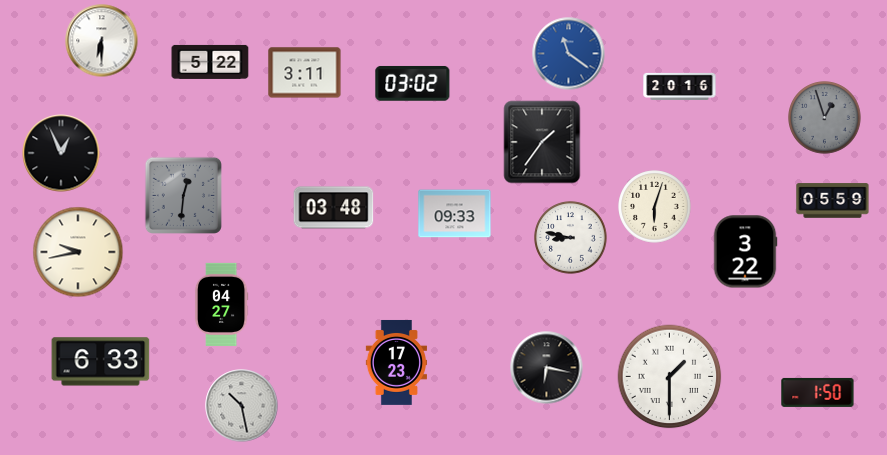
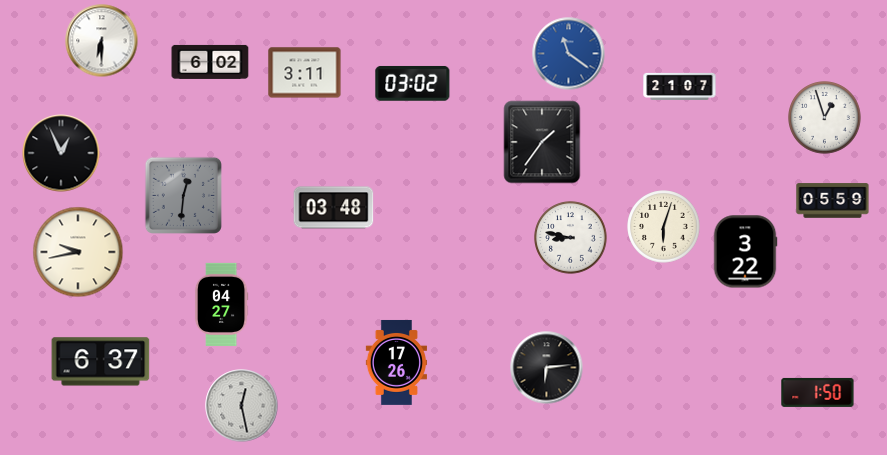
clock at (210, 62): 5:22 -> 6:02
clock at (680, 86): 20:16 -> 21:07
clock at (825, 118) dial: grey -> white
clock at (655, 207) position: (655, 207) -> (664, 227)
clock at (455, 214): 09:33 -> none
clock at (101, 362): 6:33 -> 6:37
clock at (396, 362): 17:23 -> 17:26
clock at (547, 368): 6:17 -> 6:14
clock at (670, 377): 1:30 -> none
clock at (242, 406): 10:28 -> 12:28
